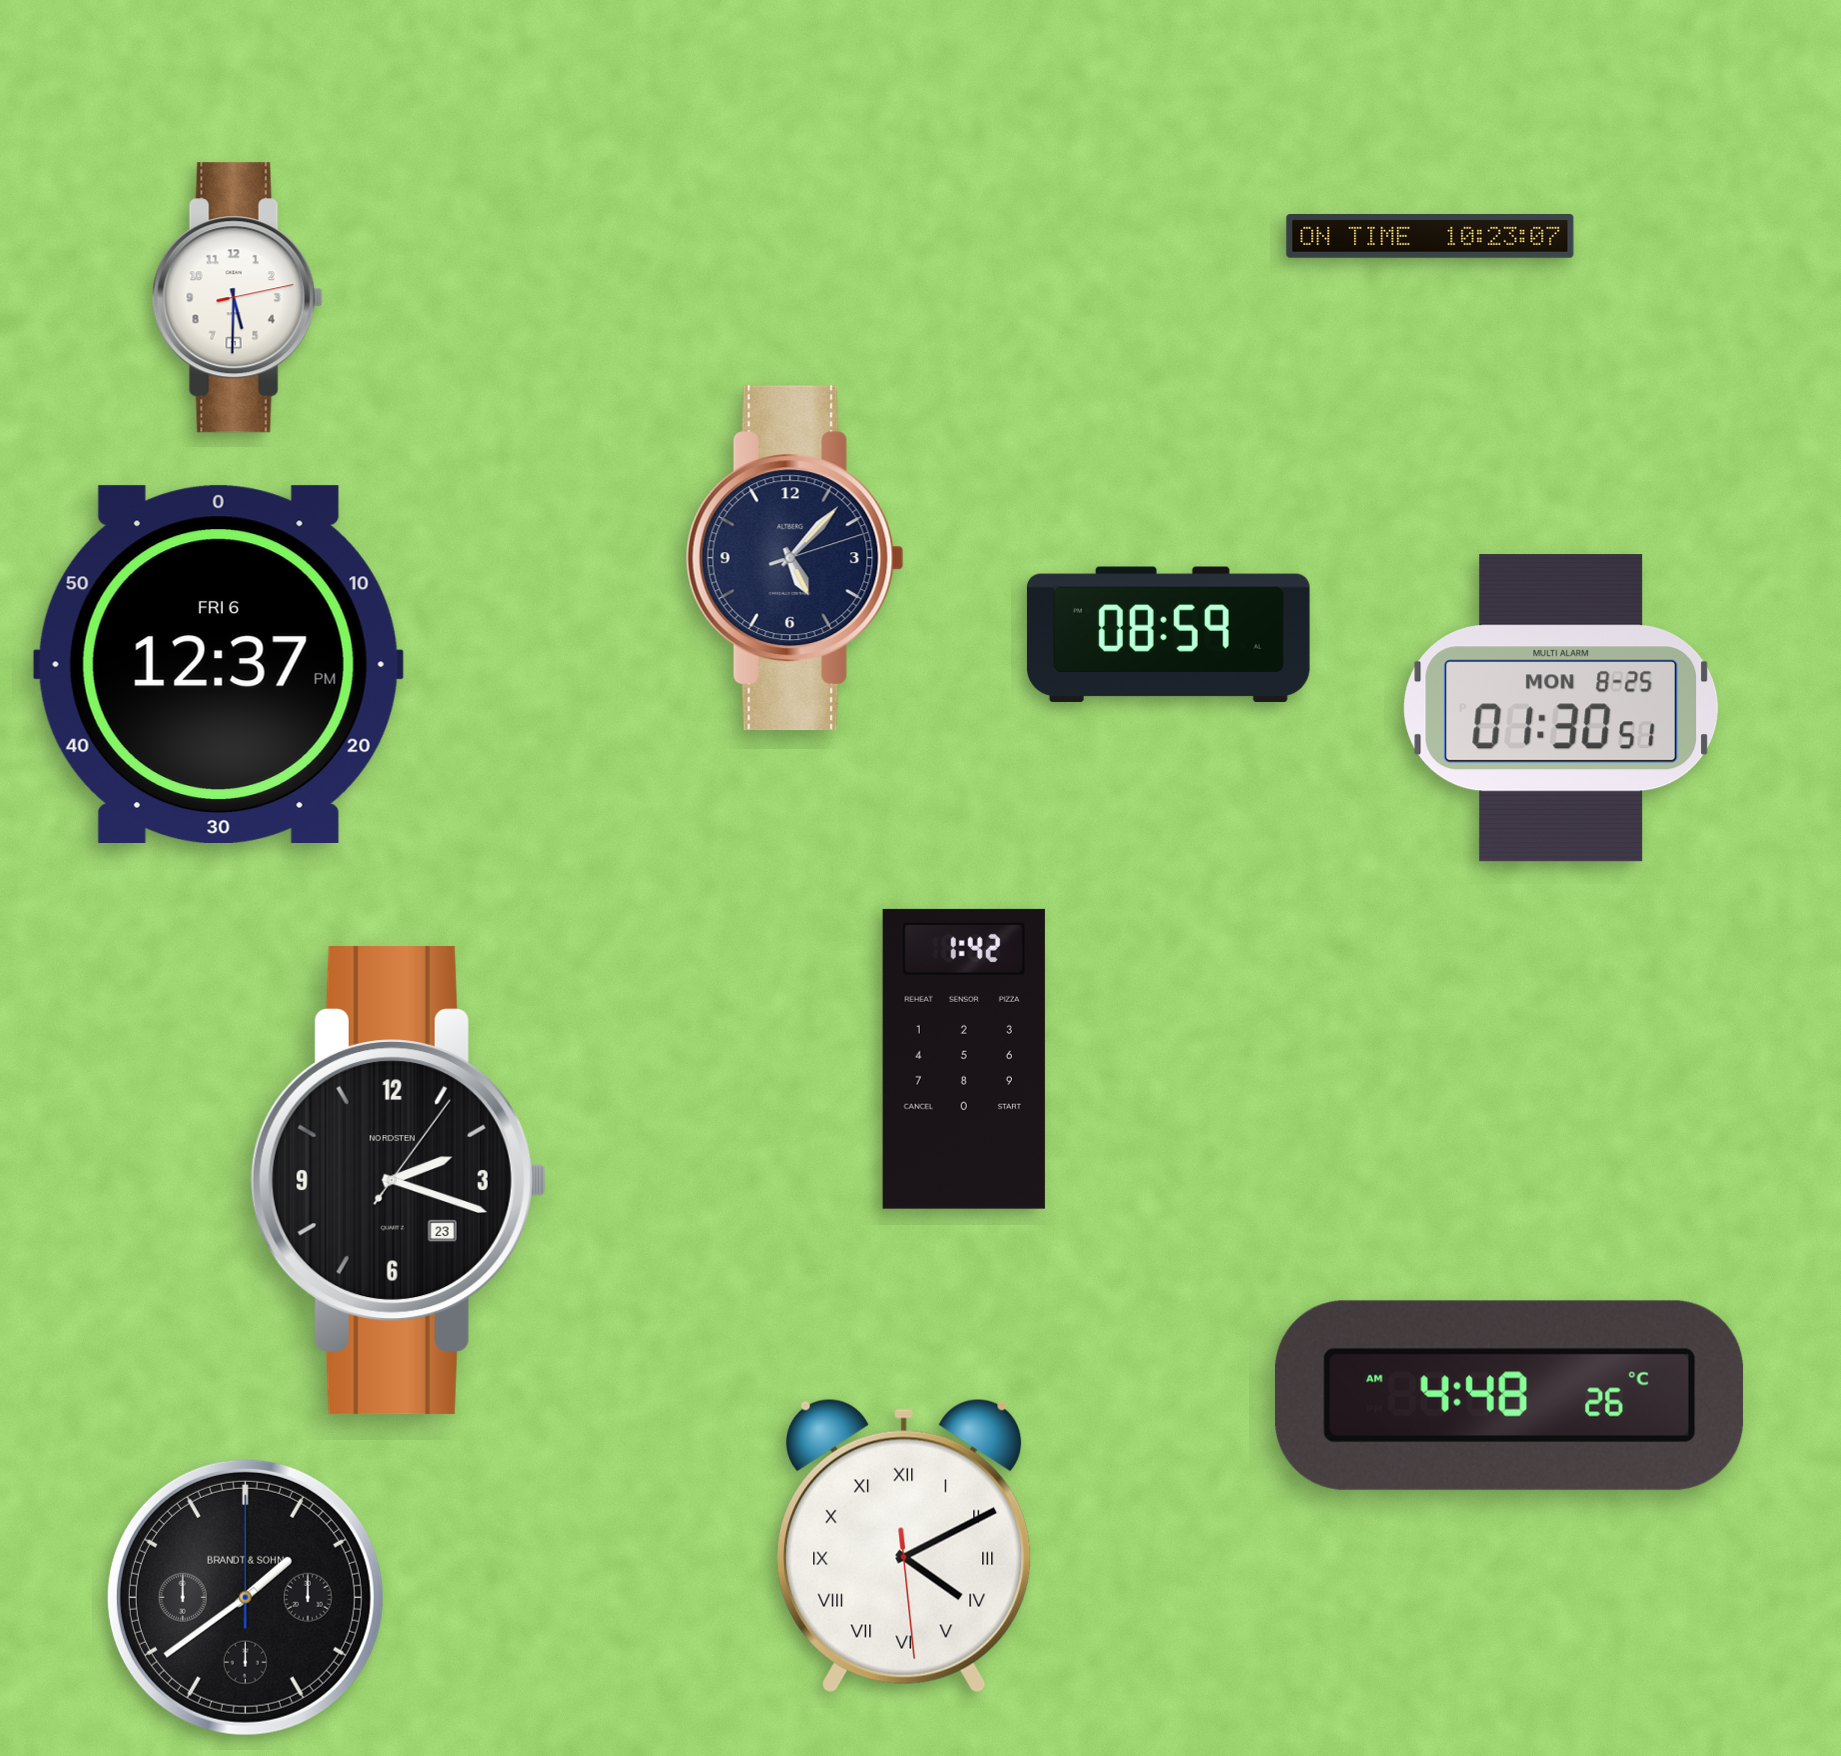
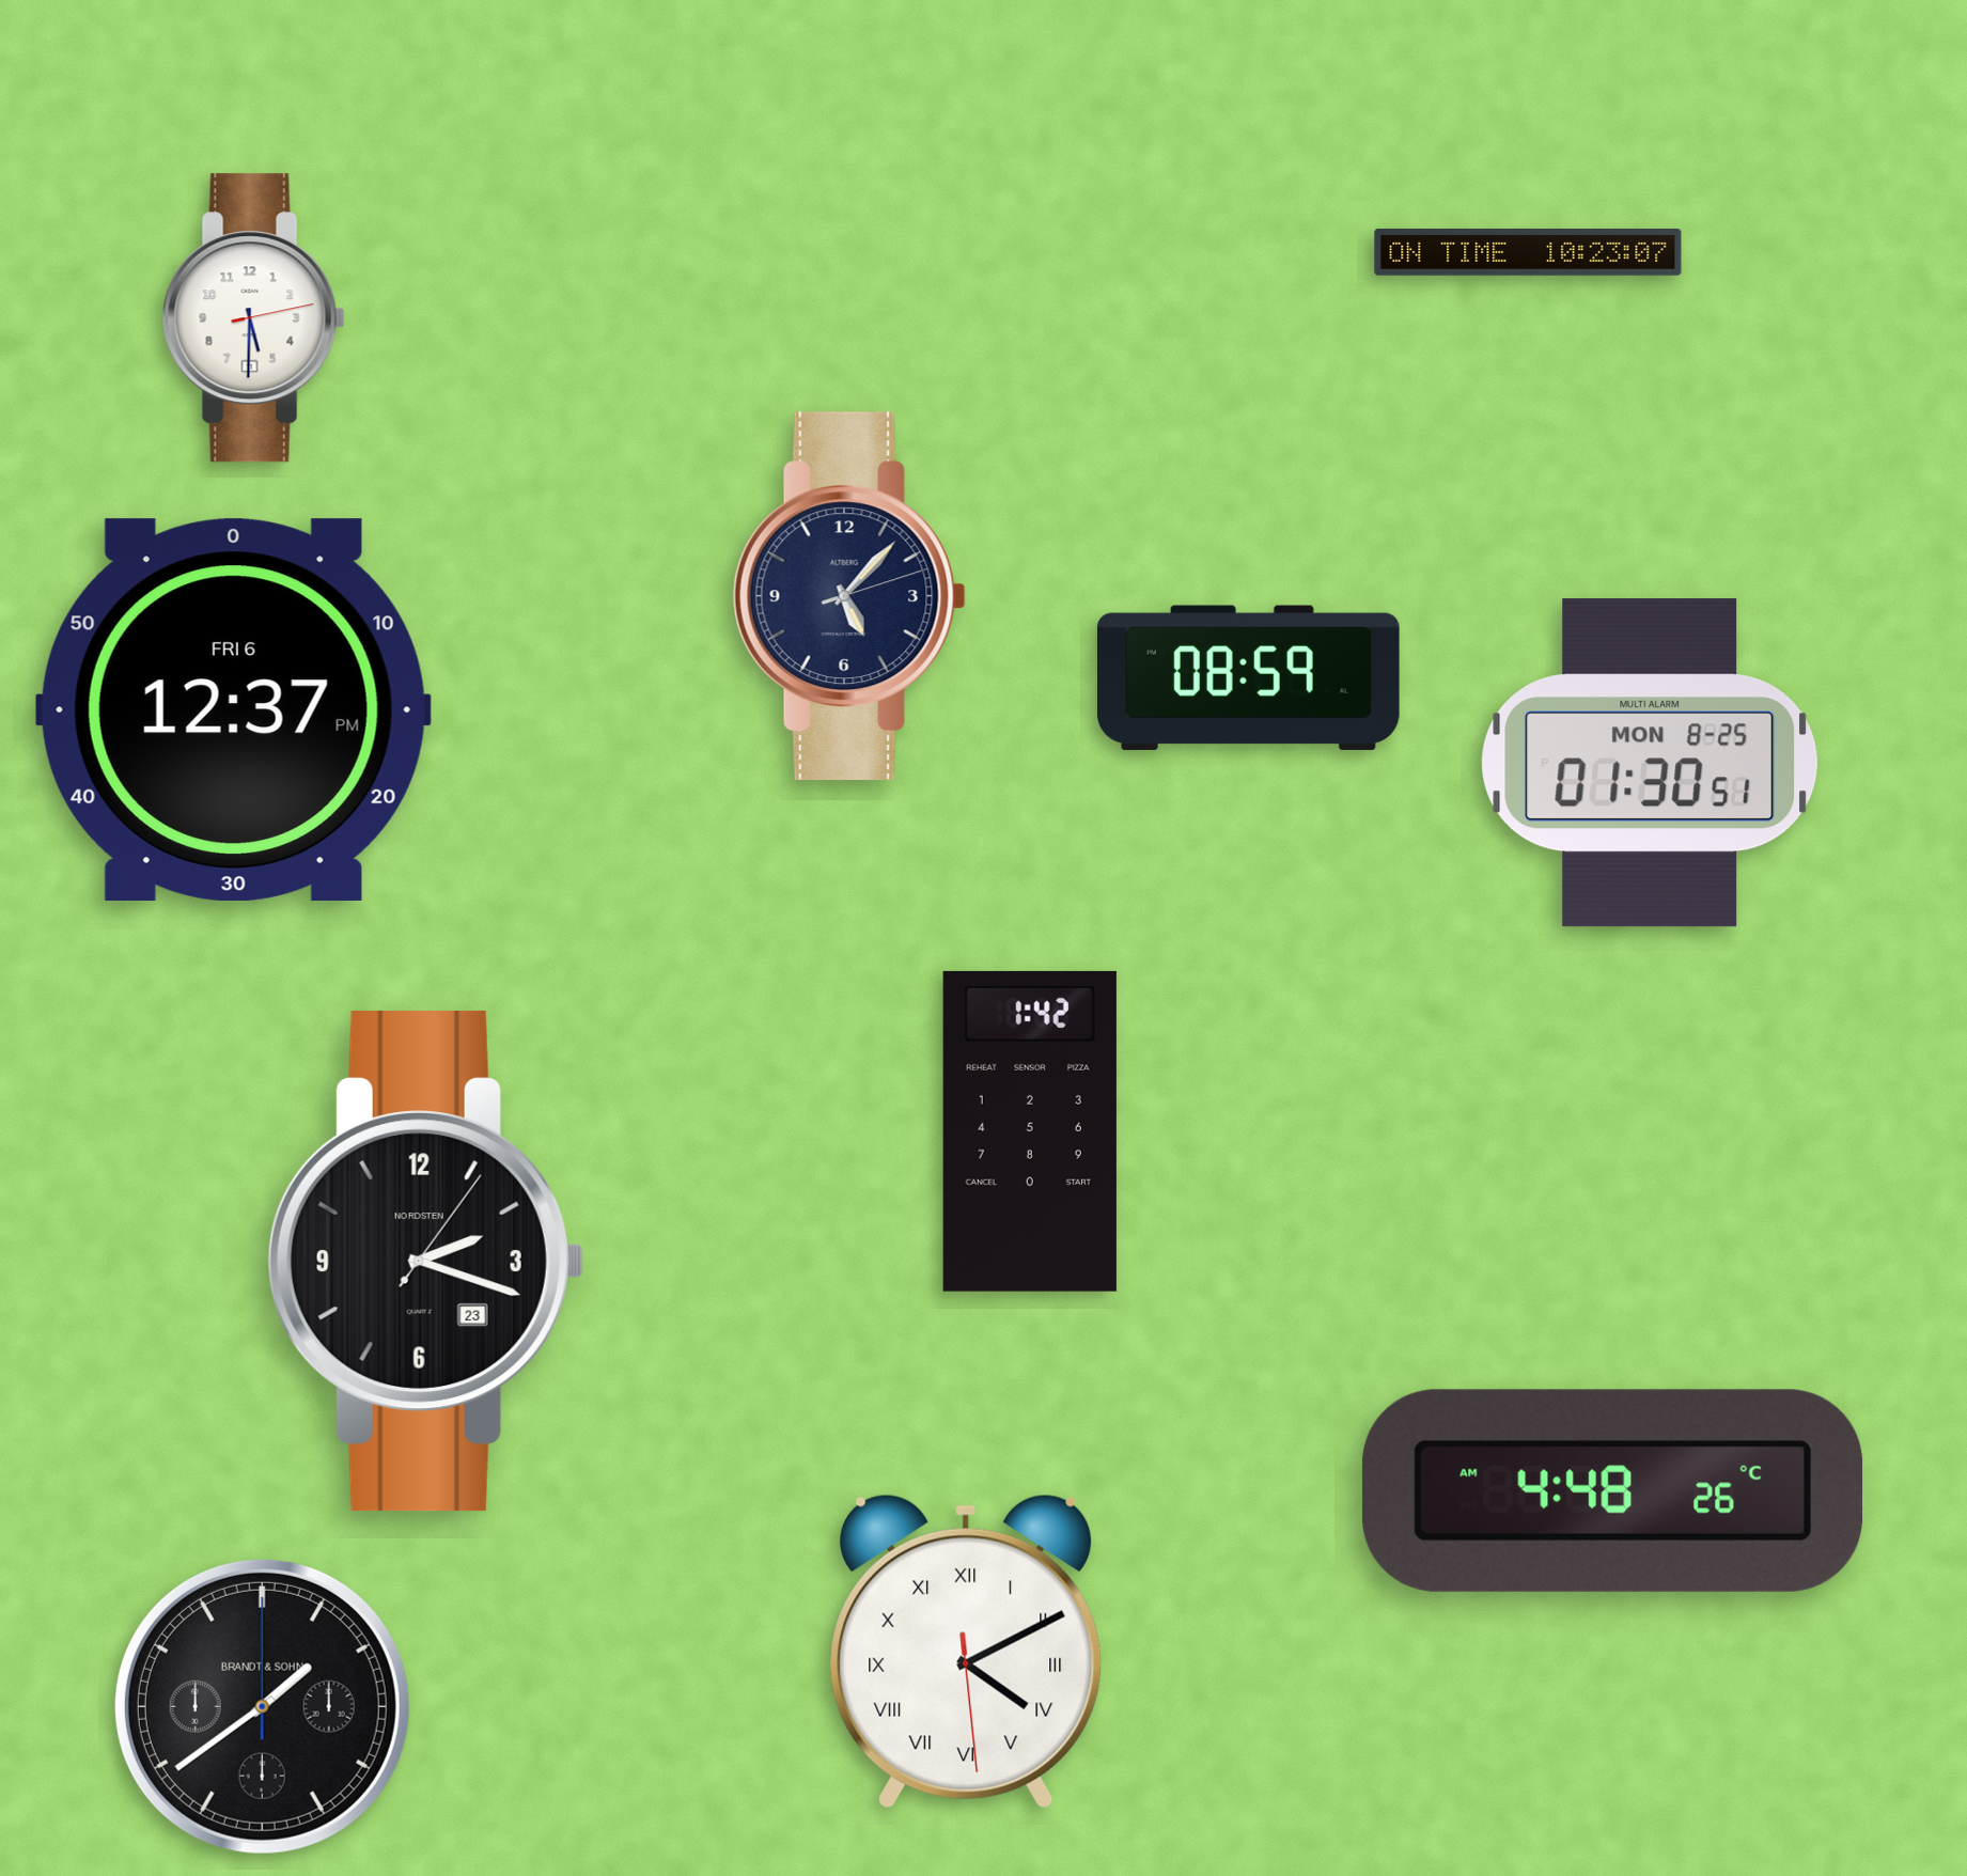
clock at (1561, 708) position: (1561, 708) -> (1650, 763)
